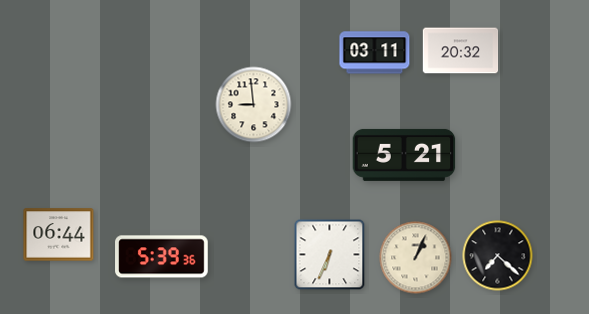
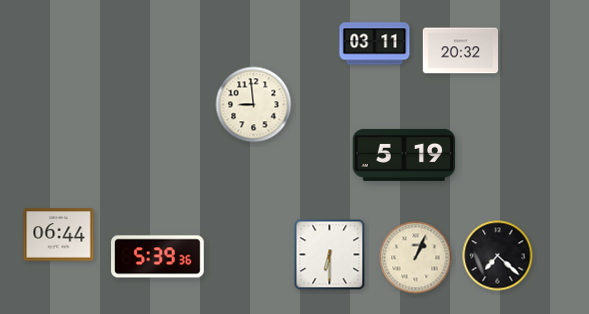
clock at (375, 53) position: (375, 53) -> (375, 44)
clock at (404, 155): 5:21 -> 5:19
clock at (330, 255): 6:34 -> 6:30
clock at (162, 257) position: (162, 257) -> (158, 257)
